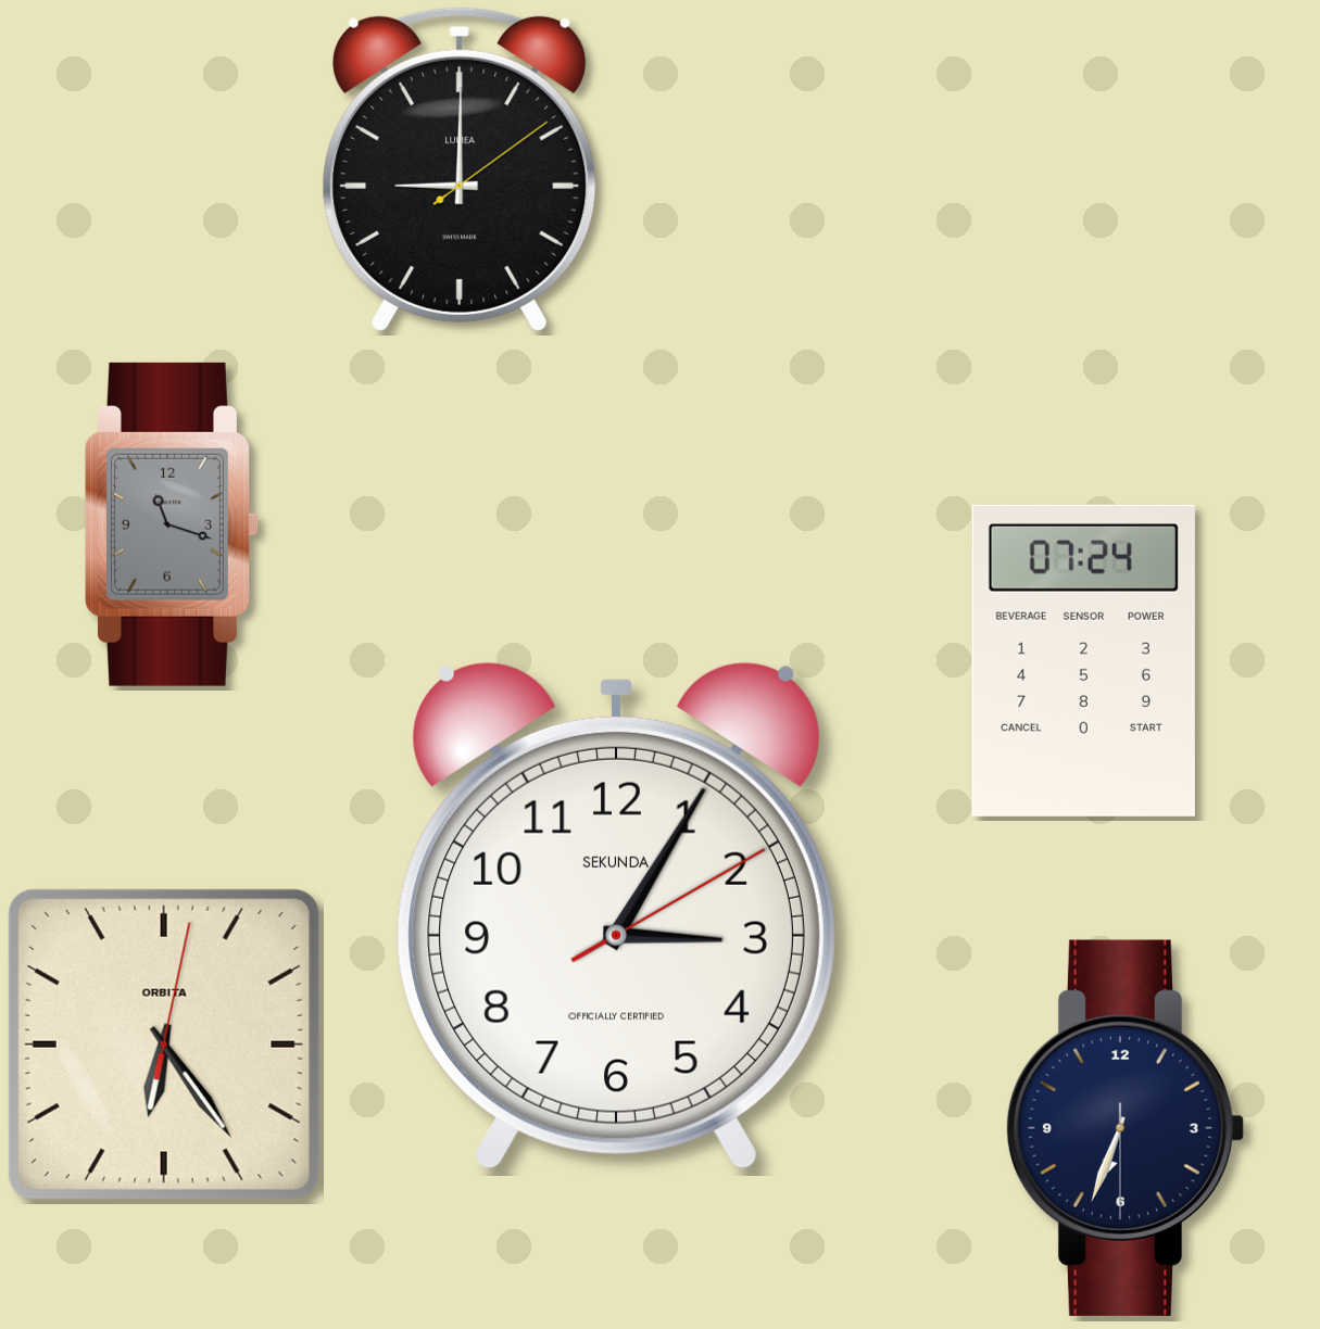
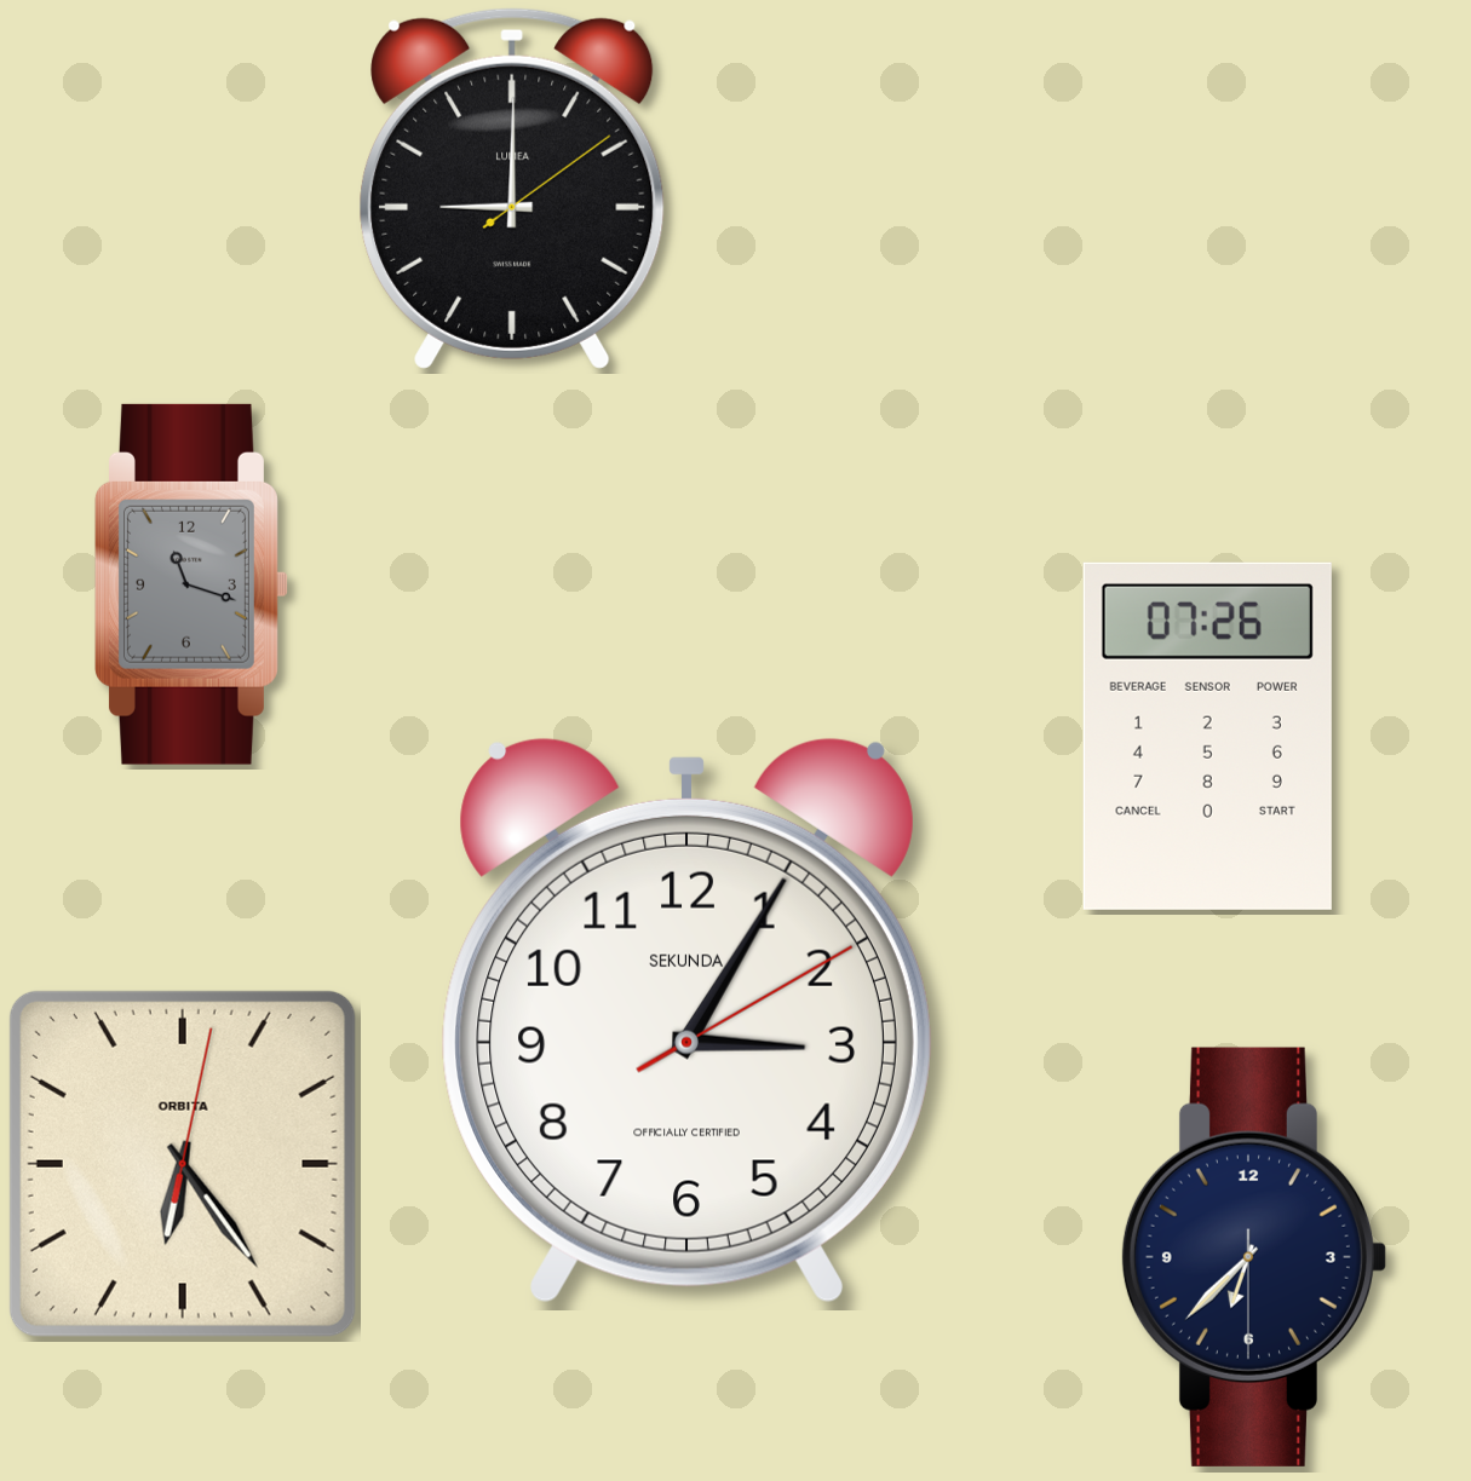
clock at (1083, 660): 07:24 -> 07:26
clock at (1126, 1128): 6:33 -> 6:37
